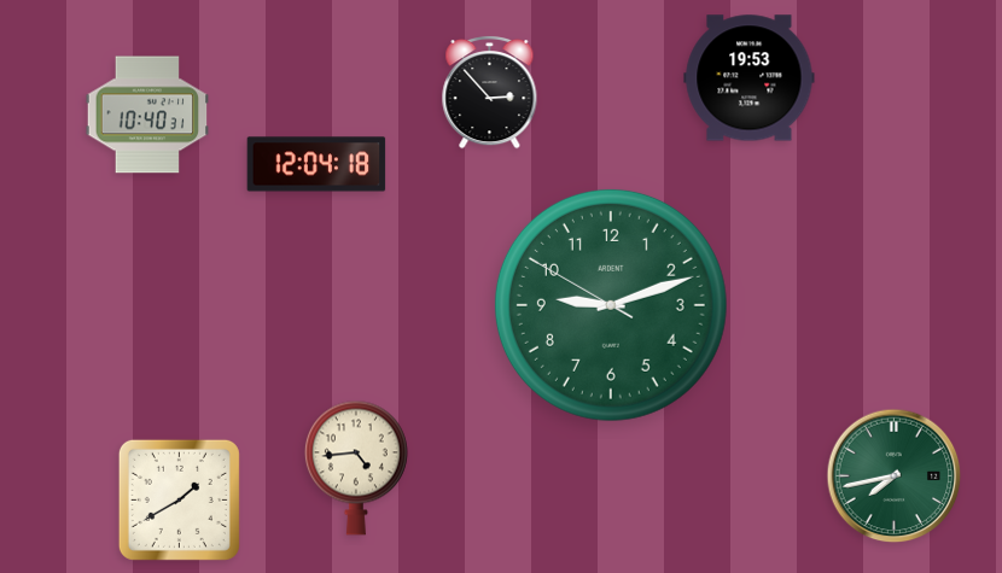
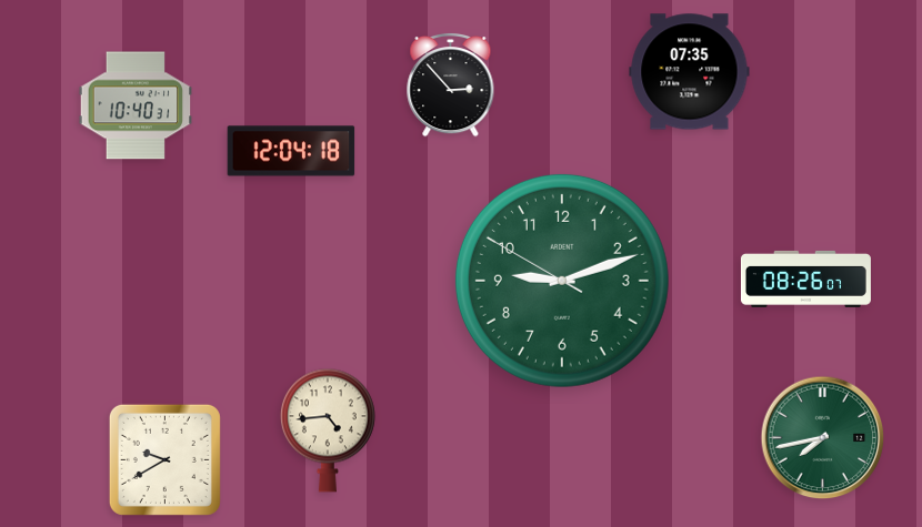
clock at (750, 78): 19:53 -> 07:35
clock at (805, 278): none -> 08:26
clock at (179, 499): 1:40 -> 9:40
